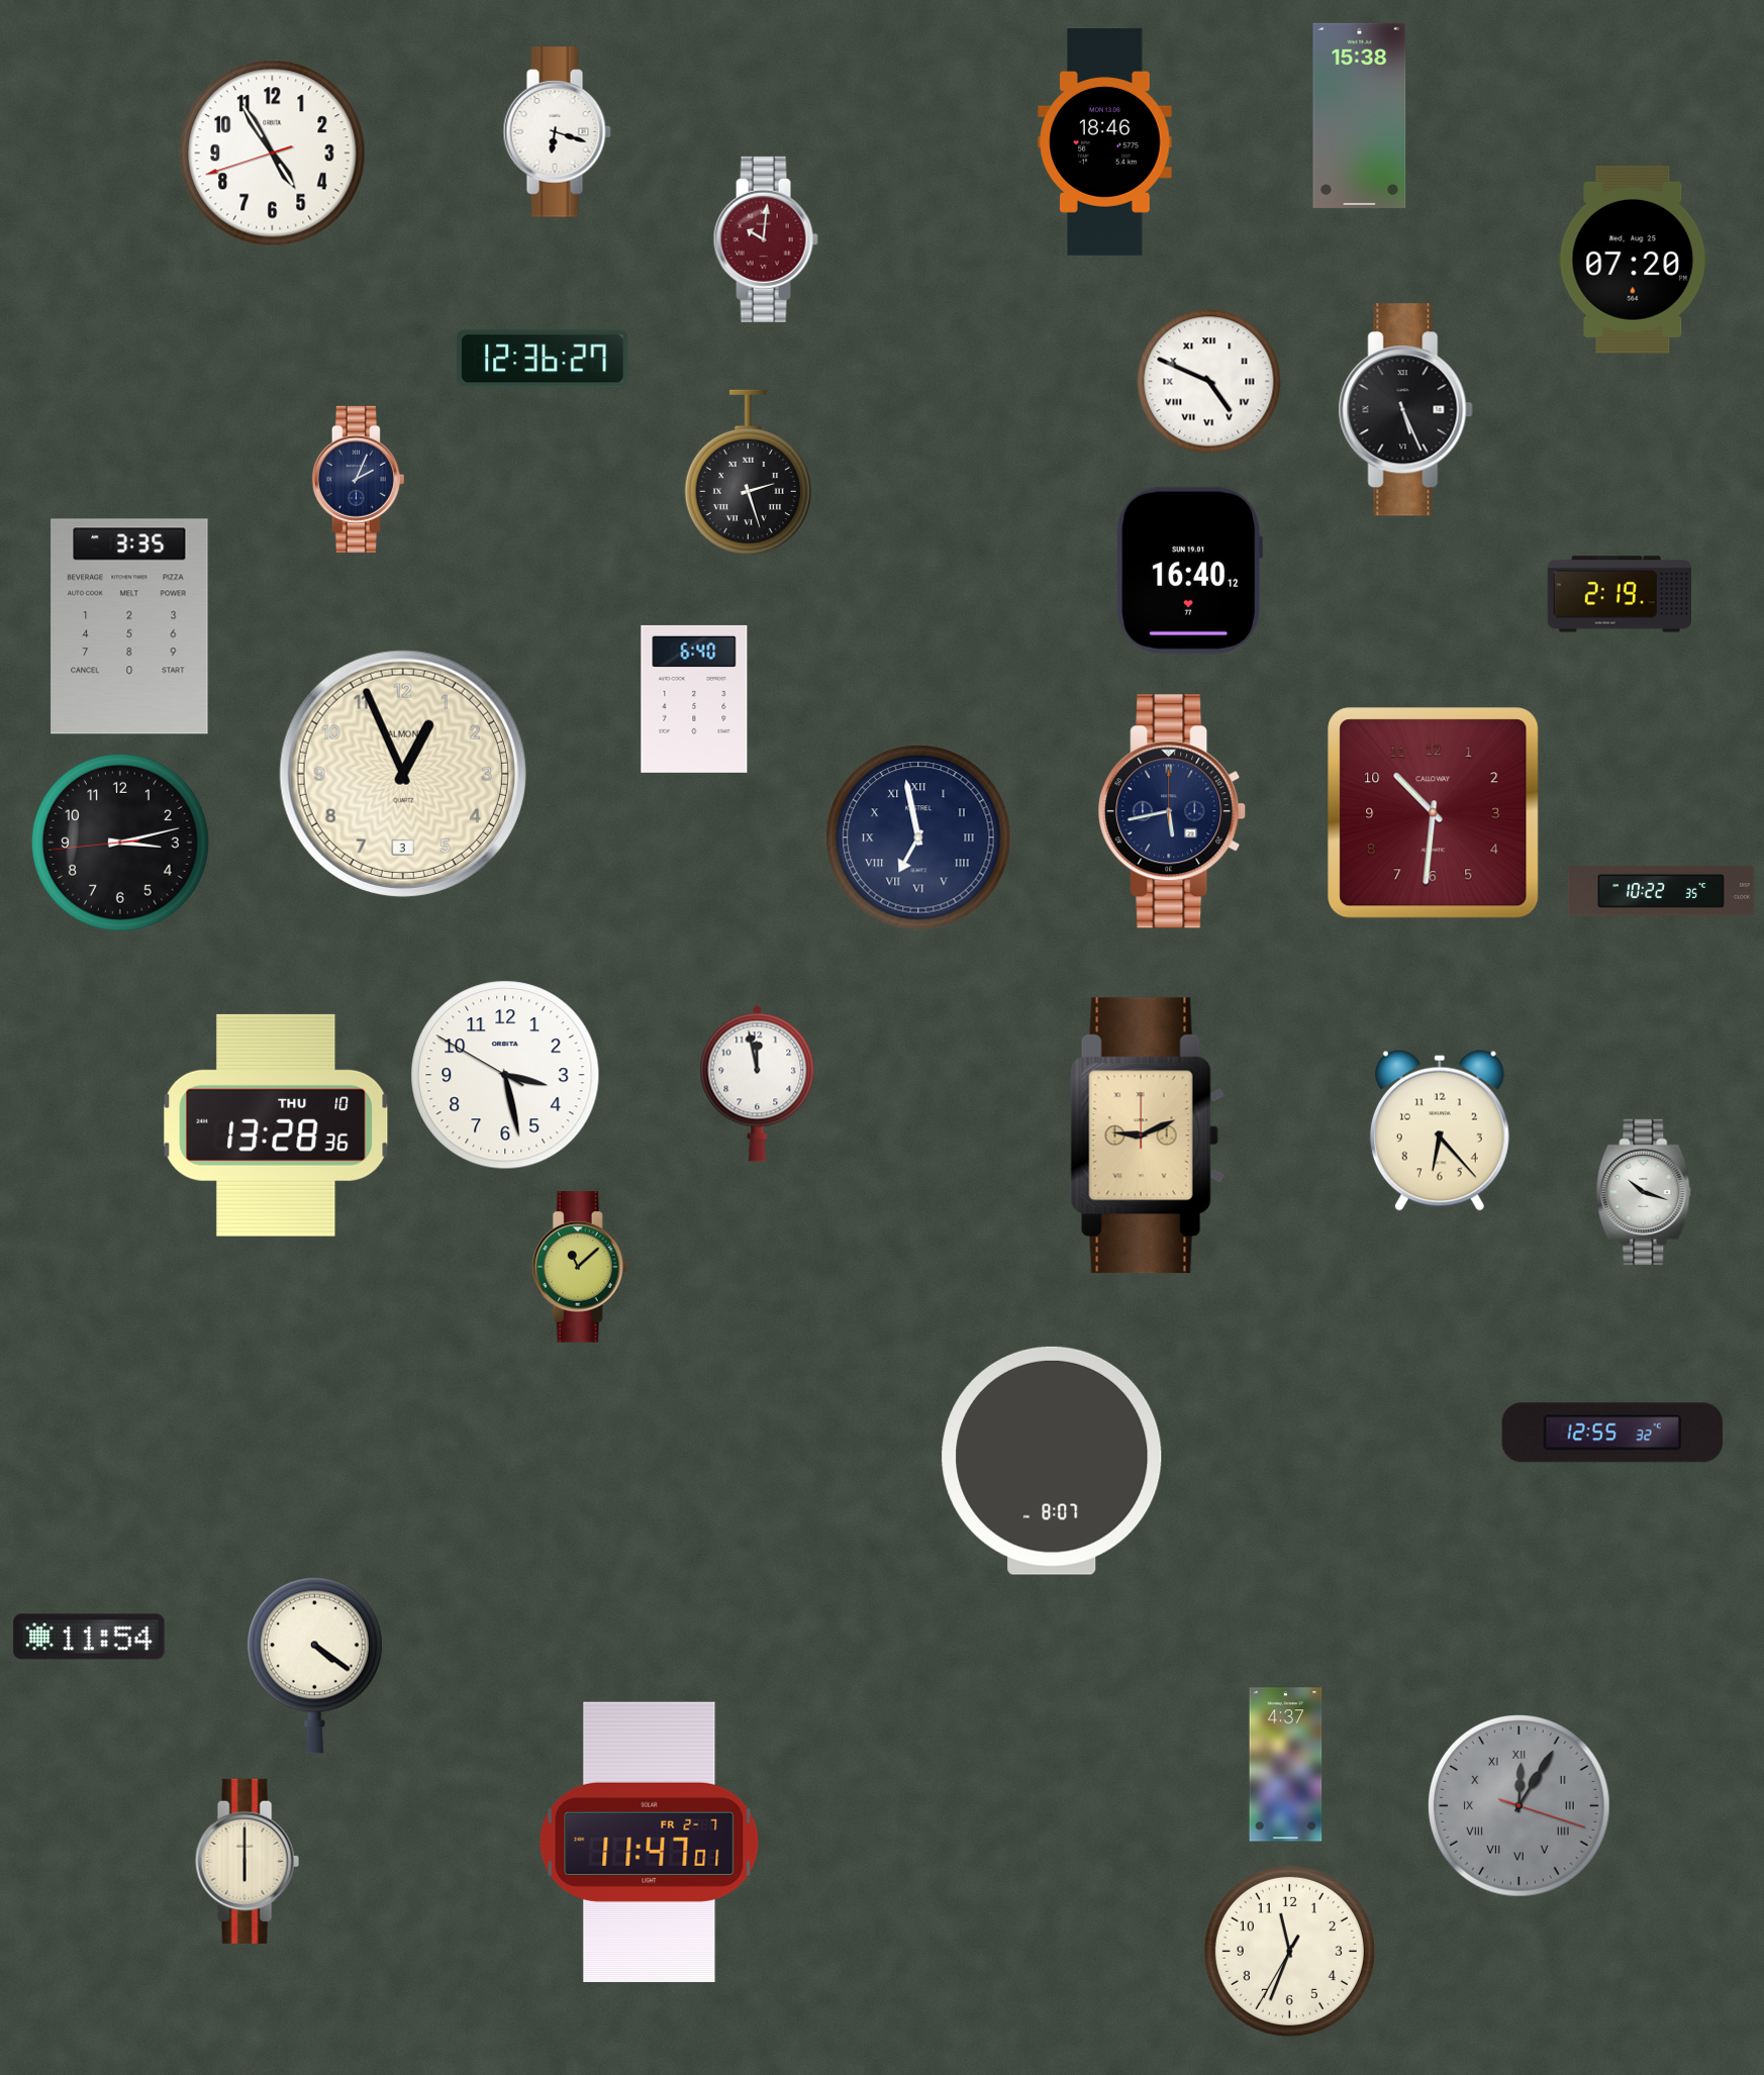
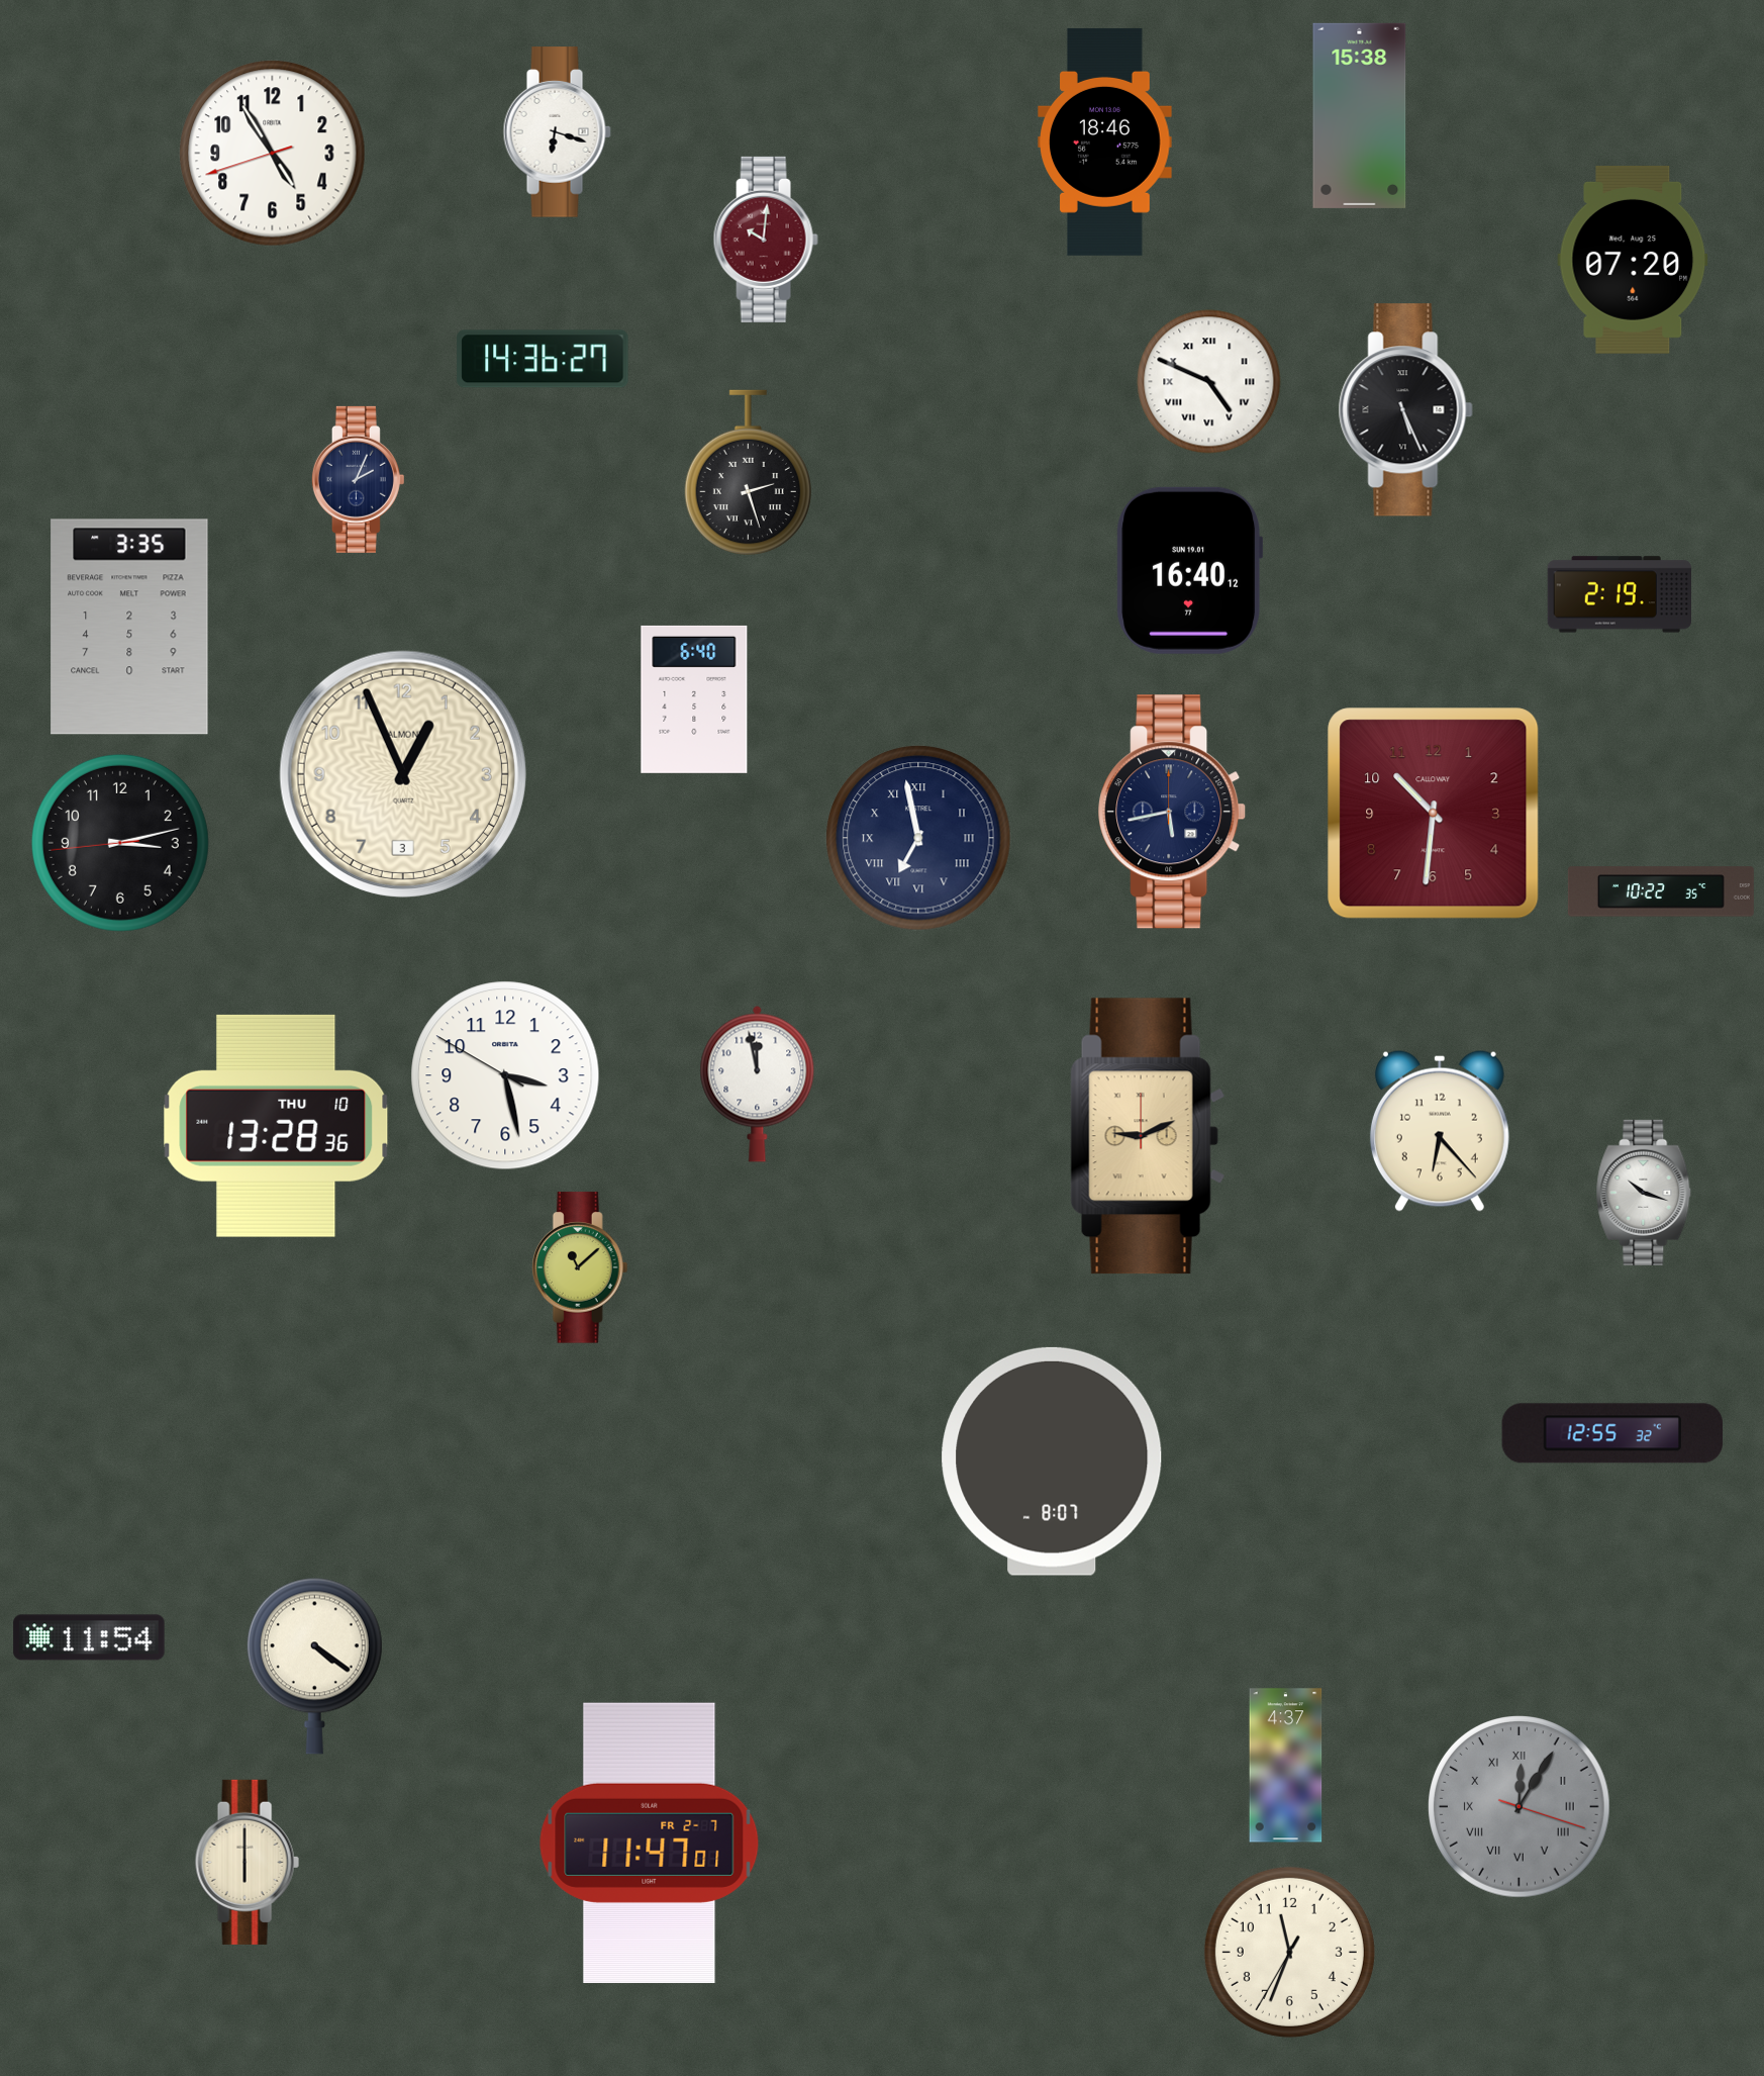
clock at (543, 359): 12:36 -> 14:36
